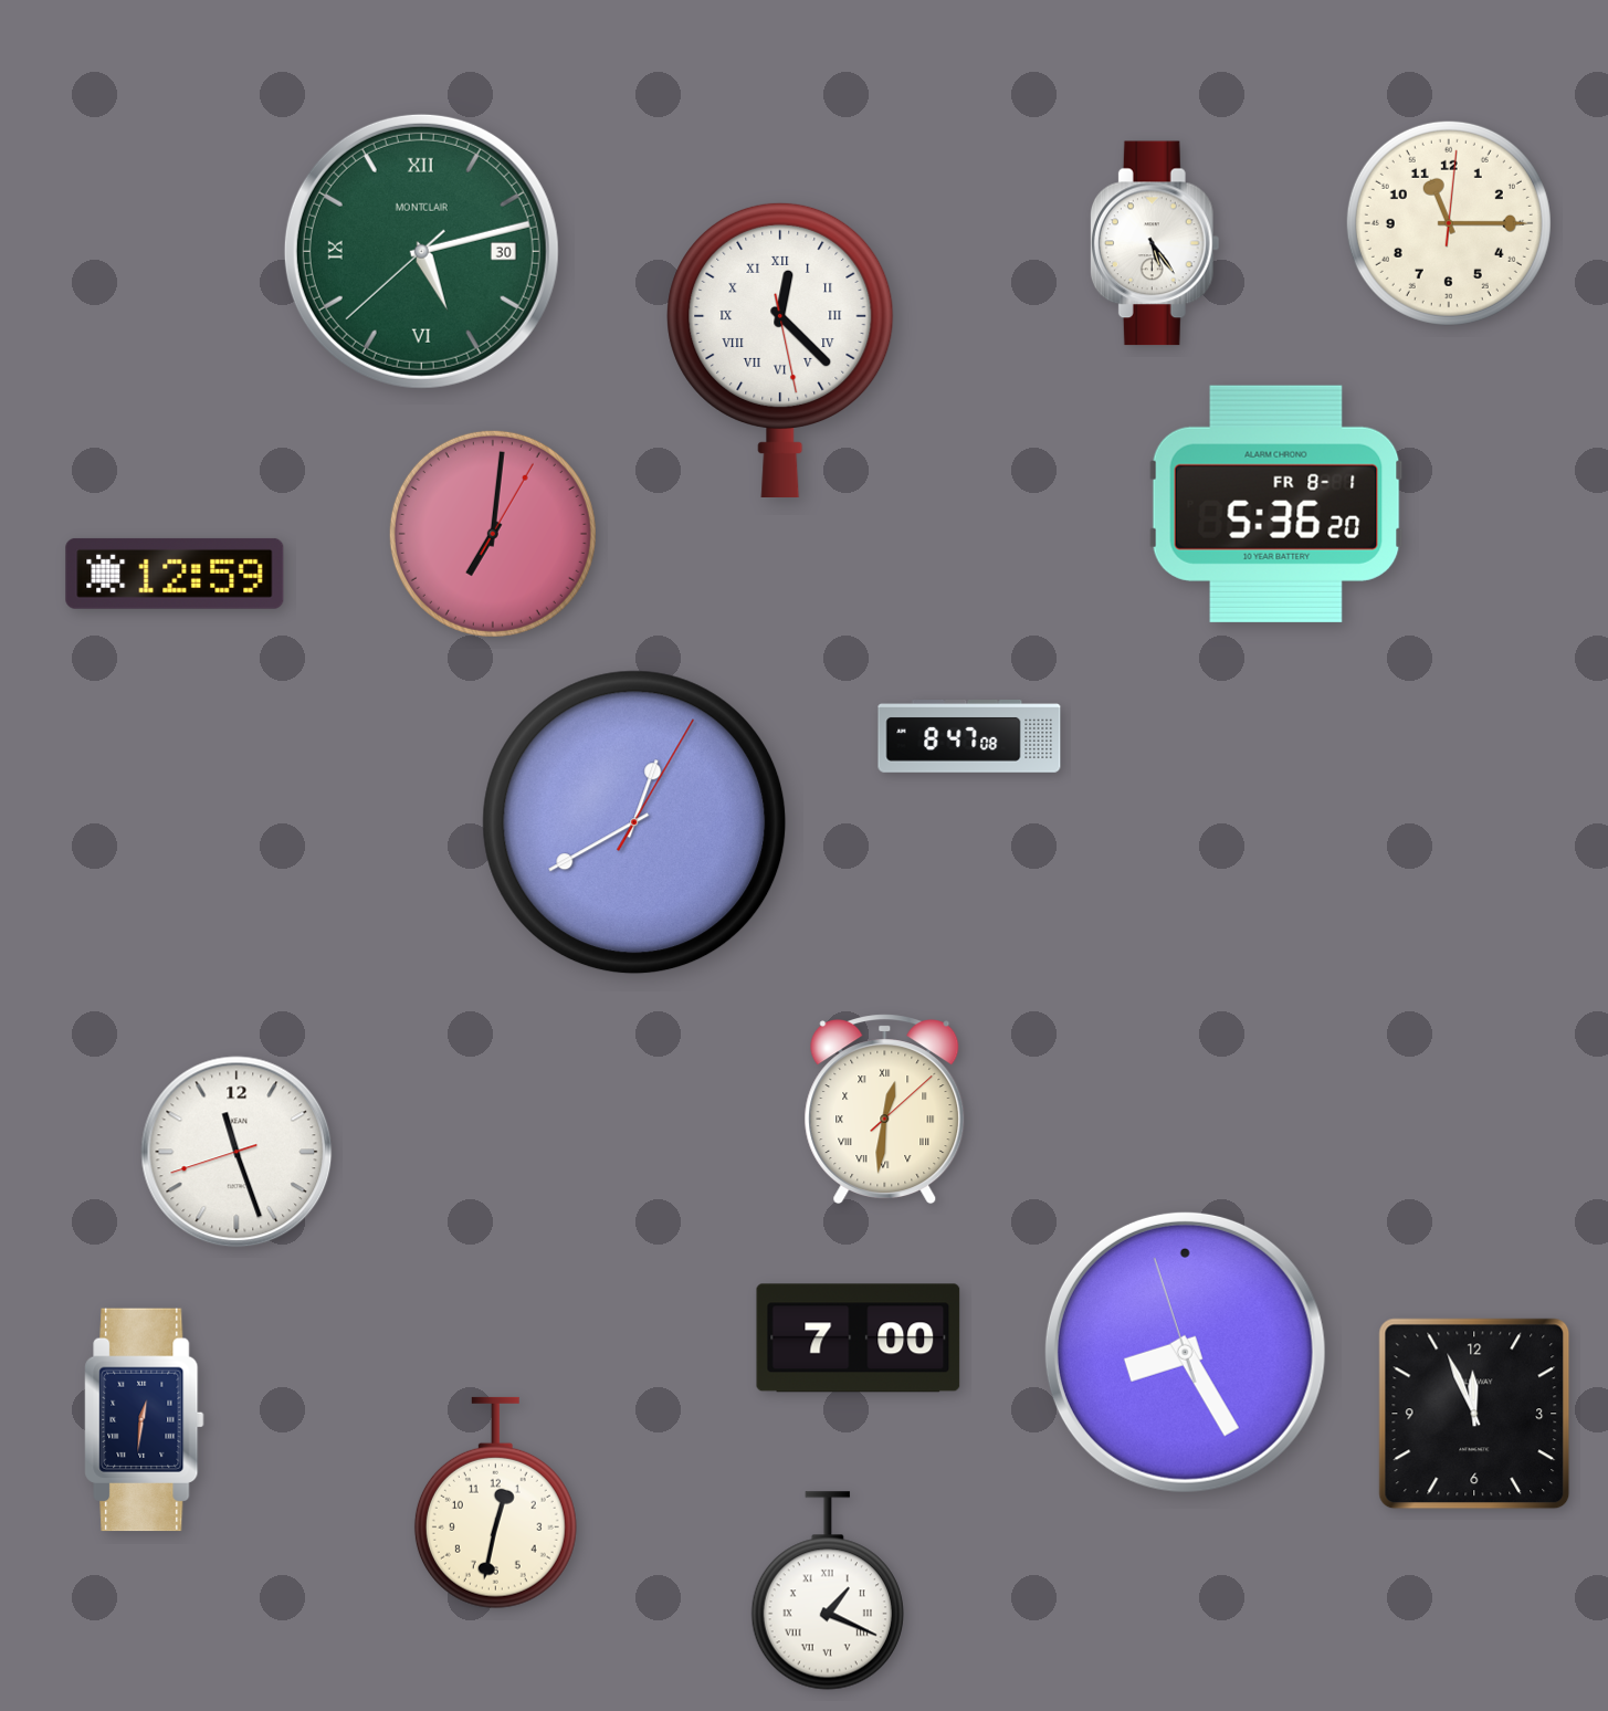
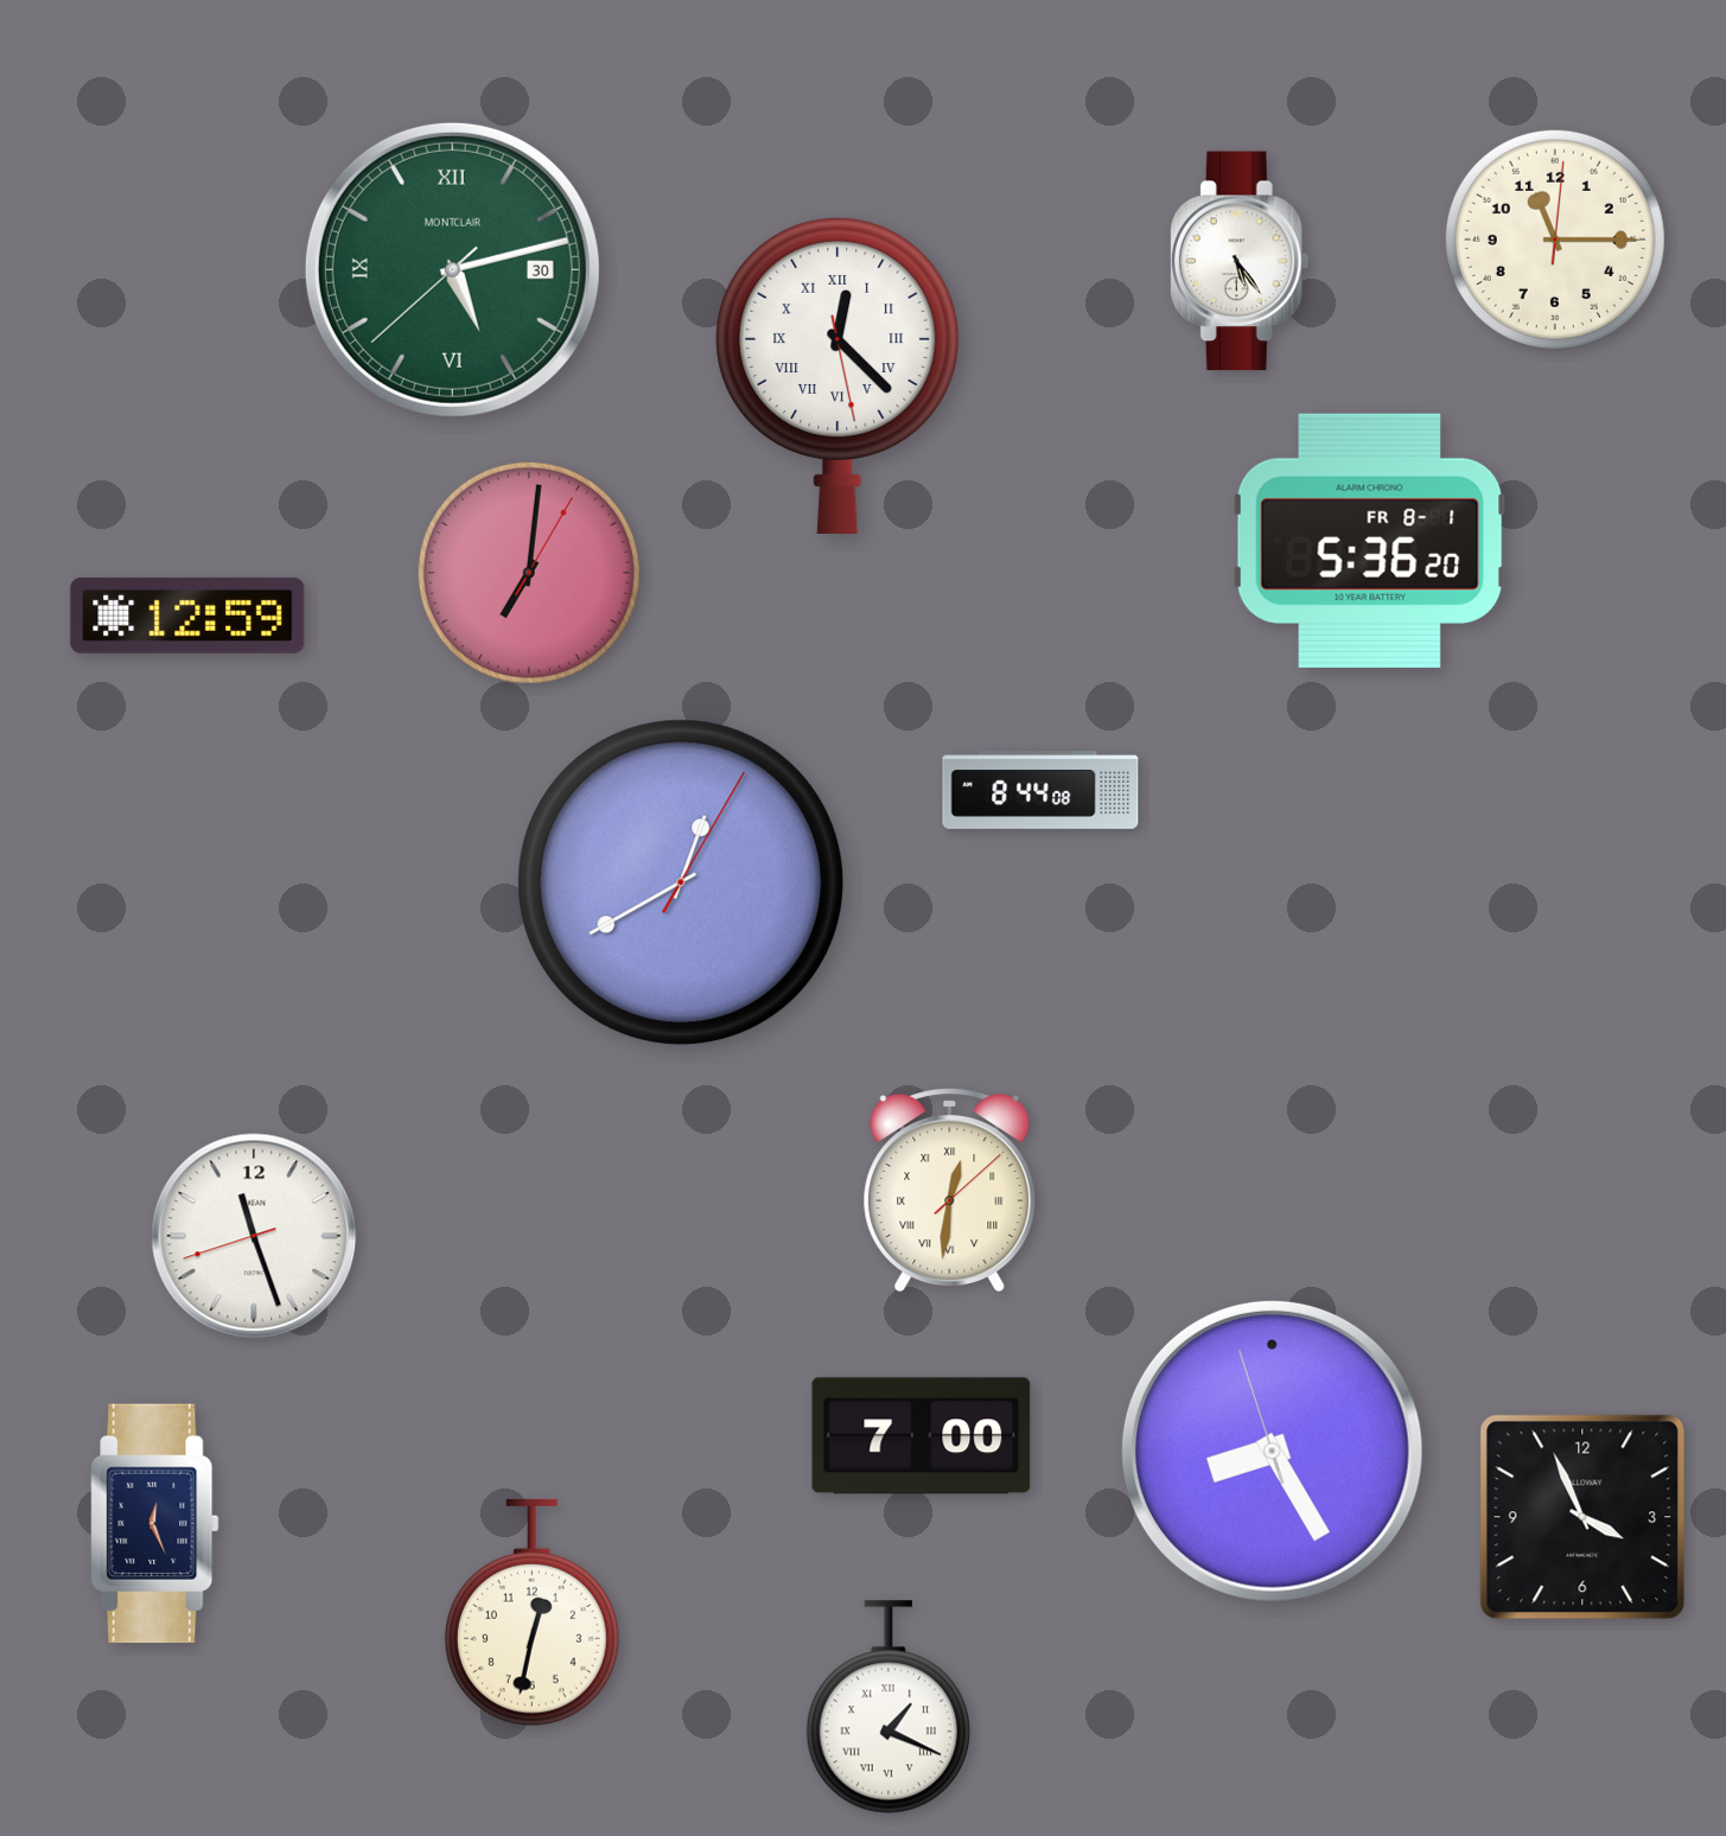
clock at (969, 737): 8:47 -> 8:44
clock at (1474, 1414): 11:56 -> 3:56
clock at (145, 1420): 12:31 -> 12:26
